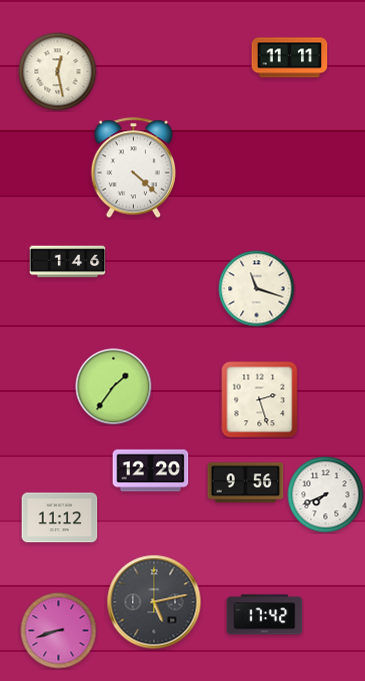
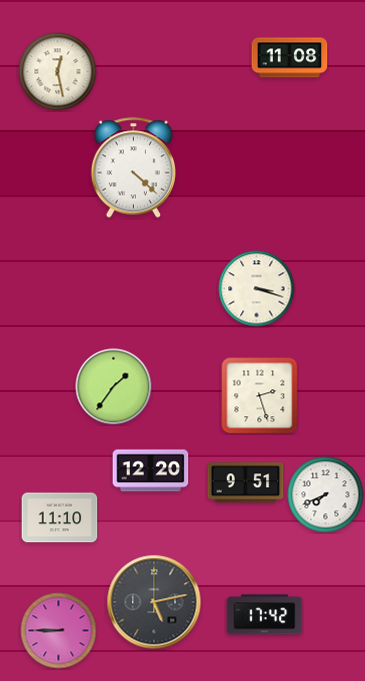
clock at (290, 58): 11:11 -> 11:08
clock at (68, 262): 1:46 -> none
clock at (257, 289): 11:18 -> 3:18
clock at (260, 400) position: (260, 400) -> (260, 396)
clock at (246, 483): 9:56 -> 9:51
clock at (60, 518): 11:12 -> 11:10
clock at (59, 631): 8:42 -> 8:45
